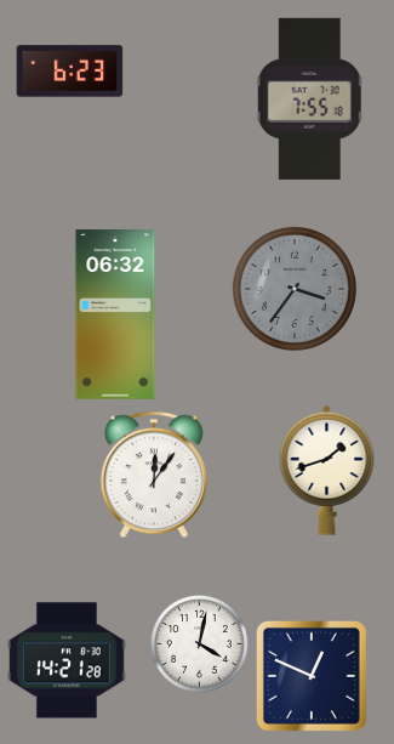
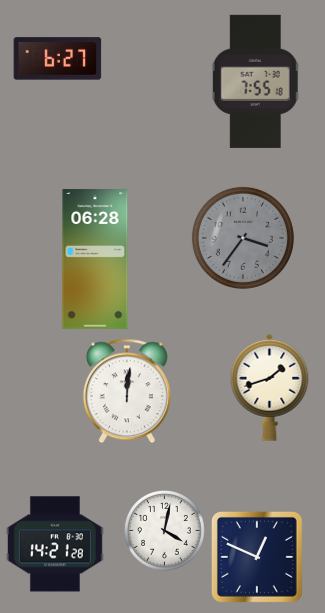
clock at (70, 72): 6:23 -> 6:27
clock at (115, 314): 06:32 -> 06:28
clock at (154, 475): 12:06 -> 12:01
